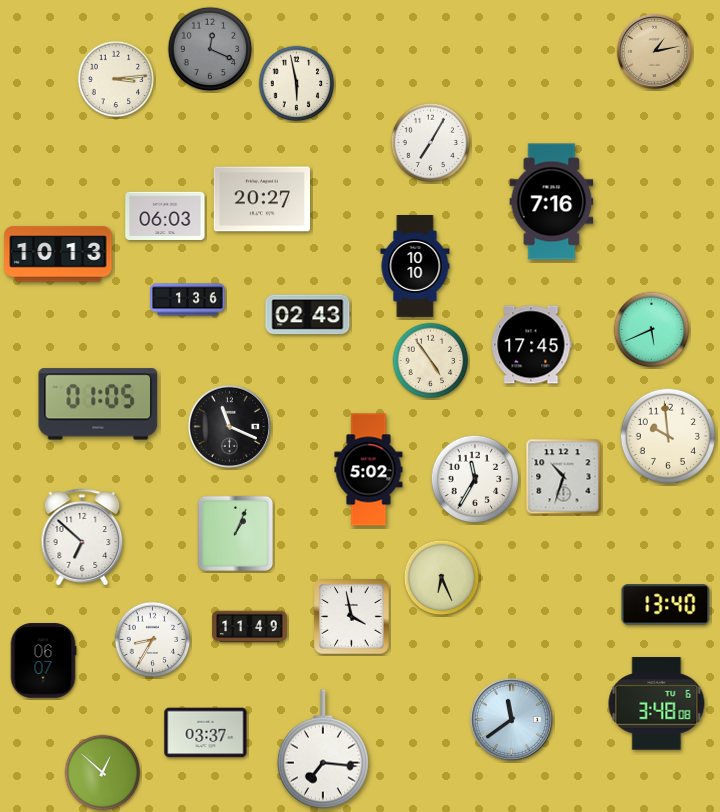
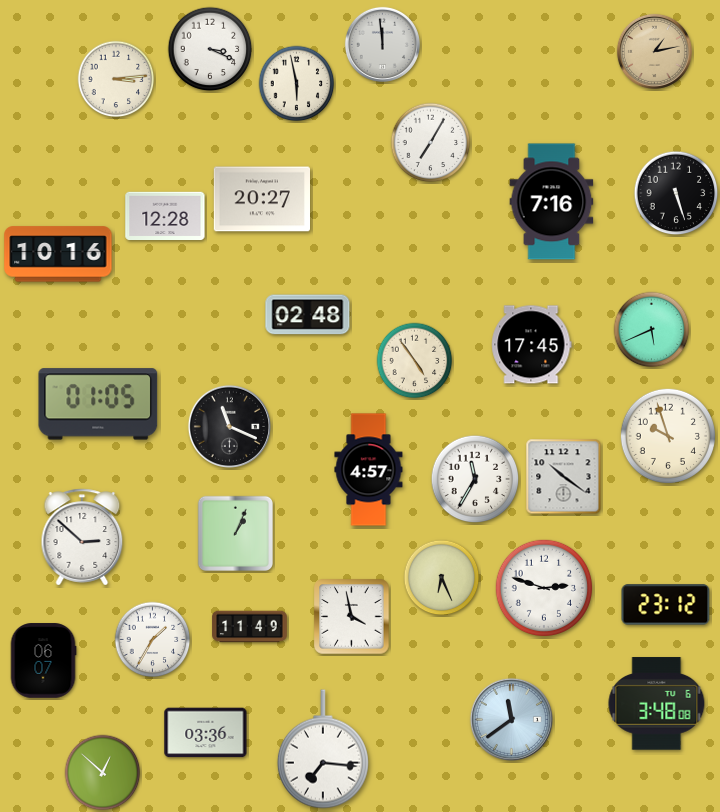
clock at (382, 44): none -> 11:59
clock at (210, 49): 12:19 -> 3:19
clock at (210, 49) dial: grey -> white
clock at (676, 193): none -> 5:27
clock at (165, 216): 06:03 -> 12:28
clock at (58, 254): 10:13 -> 10:16
clock at (415, 266): 10:10 -> none
clock at (188, 300): 1:36 -> none
clock at (308, 315): 02:43 -> 02:48
clock at (431, 361) position: (431, 361) -> (415, 361)
clock at (667, 435): 9:59 -> 9:57
clock at (369, 470): 5:02 -> 4:57
clock at (564, 477): 10:33 -> 10:21
clock at (82, 537): 6:52 -> 2:52
clock at (543, 587): none -> 2:48
clock at (666, 605): 13:40 -> 23:12
clock at (153, 640): 8:35 -> 1:35
clock at (206, 733): 03:37 -> 03:36
